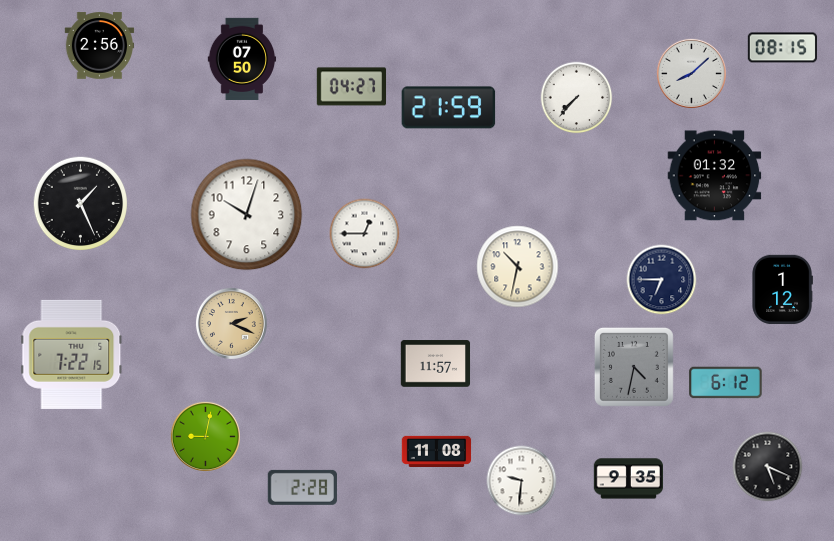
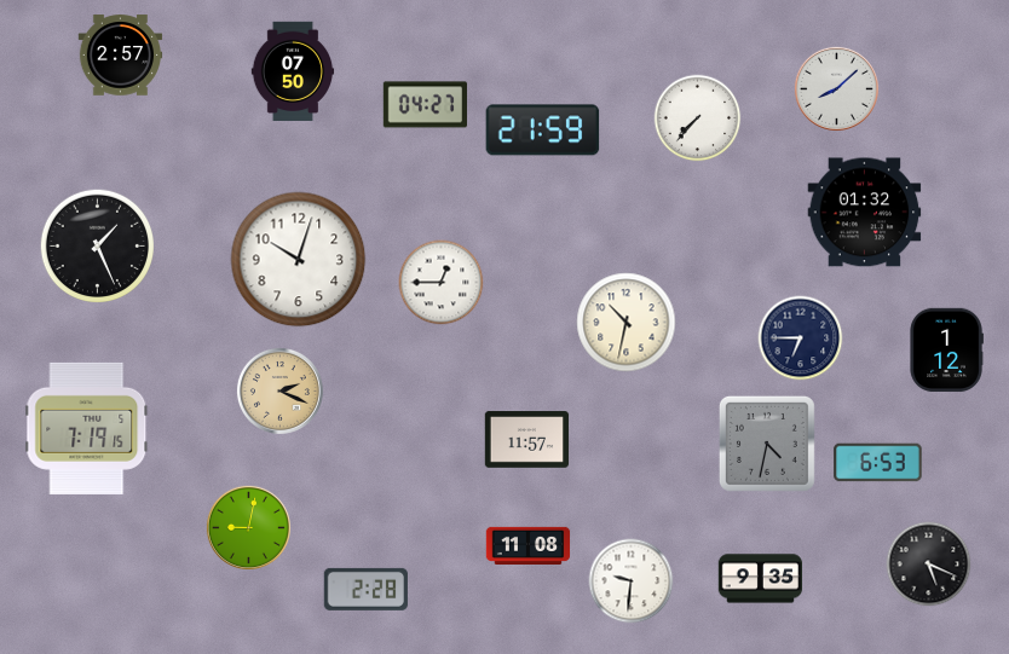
clock at (100, 46): 2:56 -> 2:57
clock at (783, 48): 08:15 -> none
clock at (72, 354): 7:22 -> 7:19
clock at (726, 383): 6:12 -> 6:53
